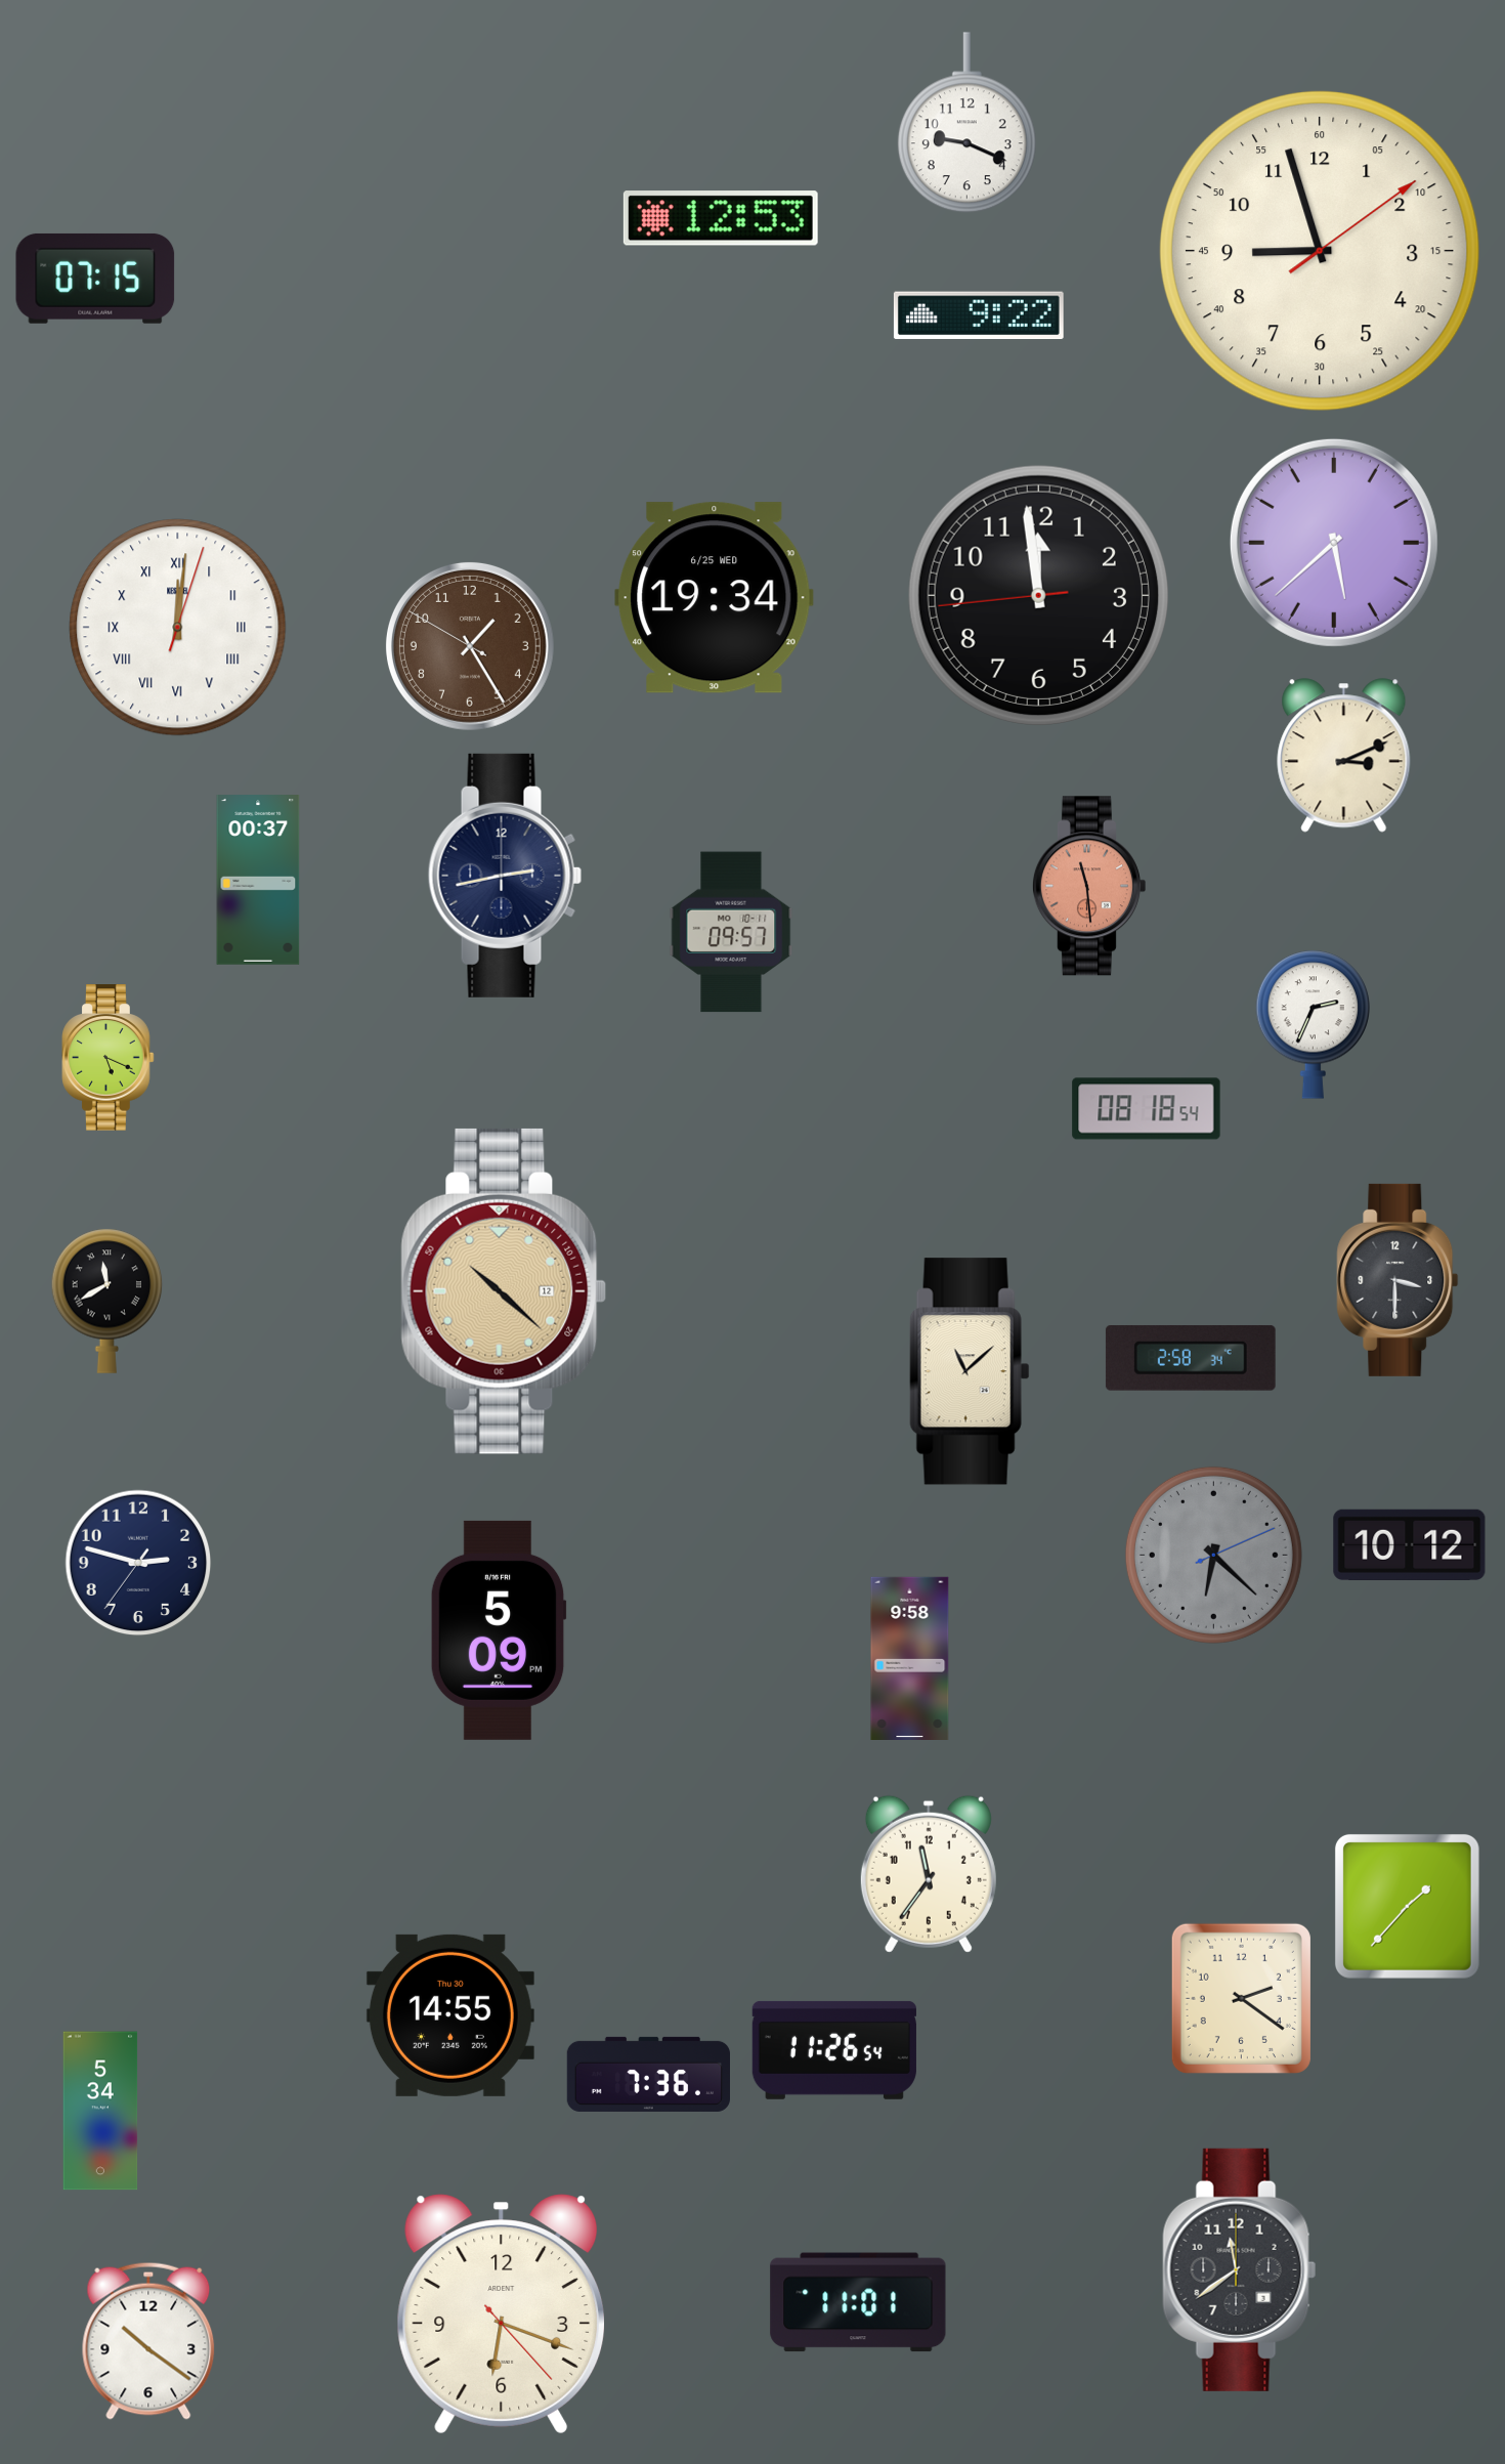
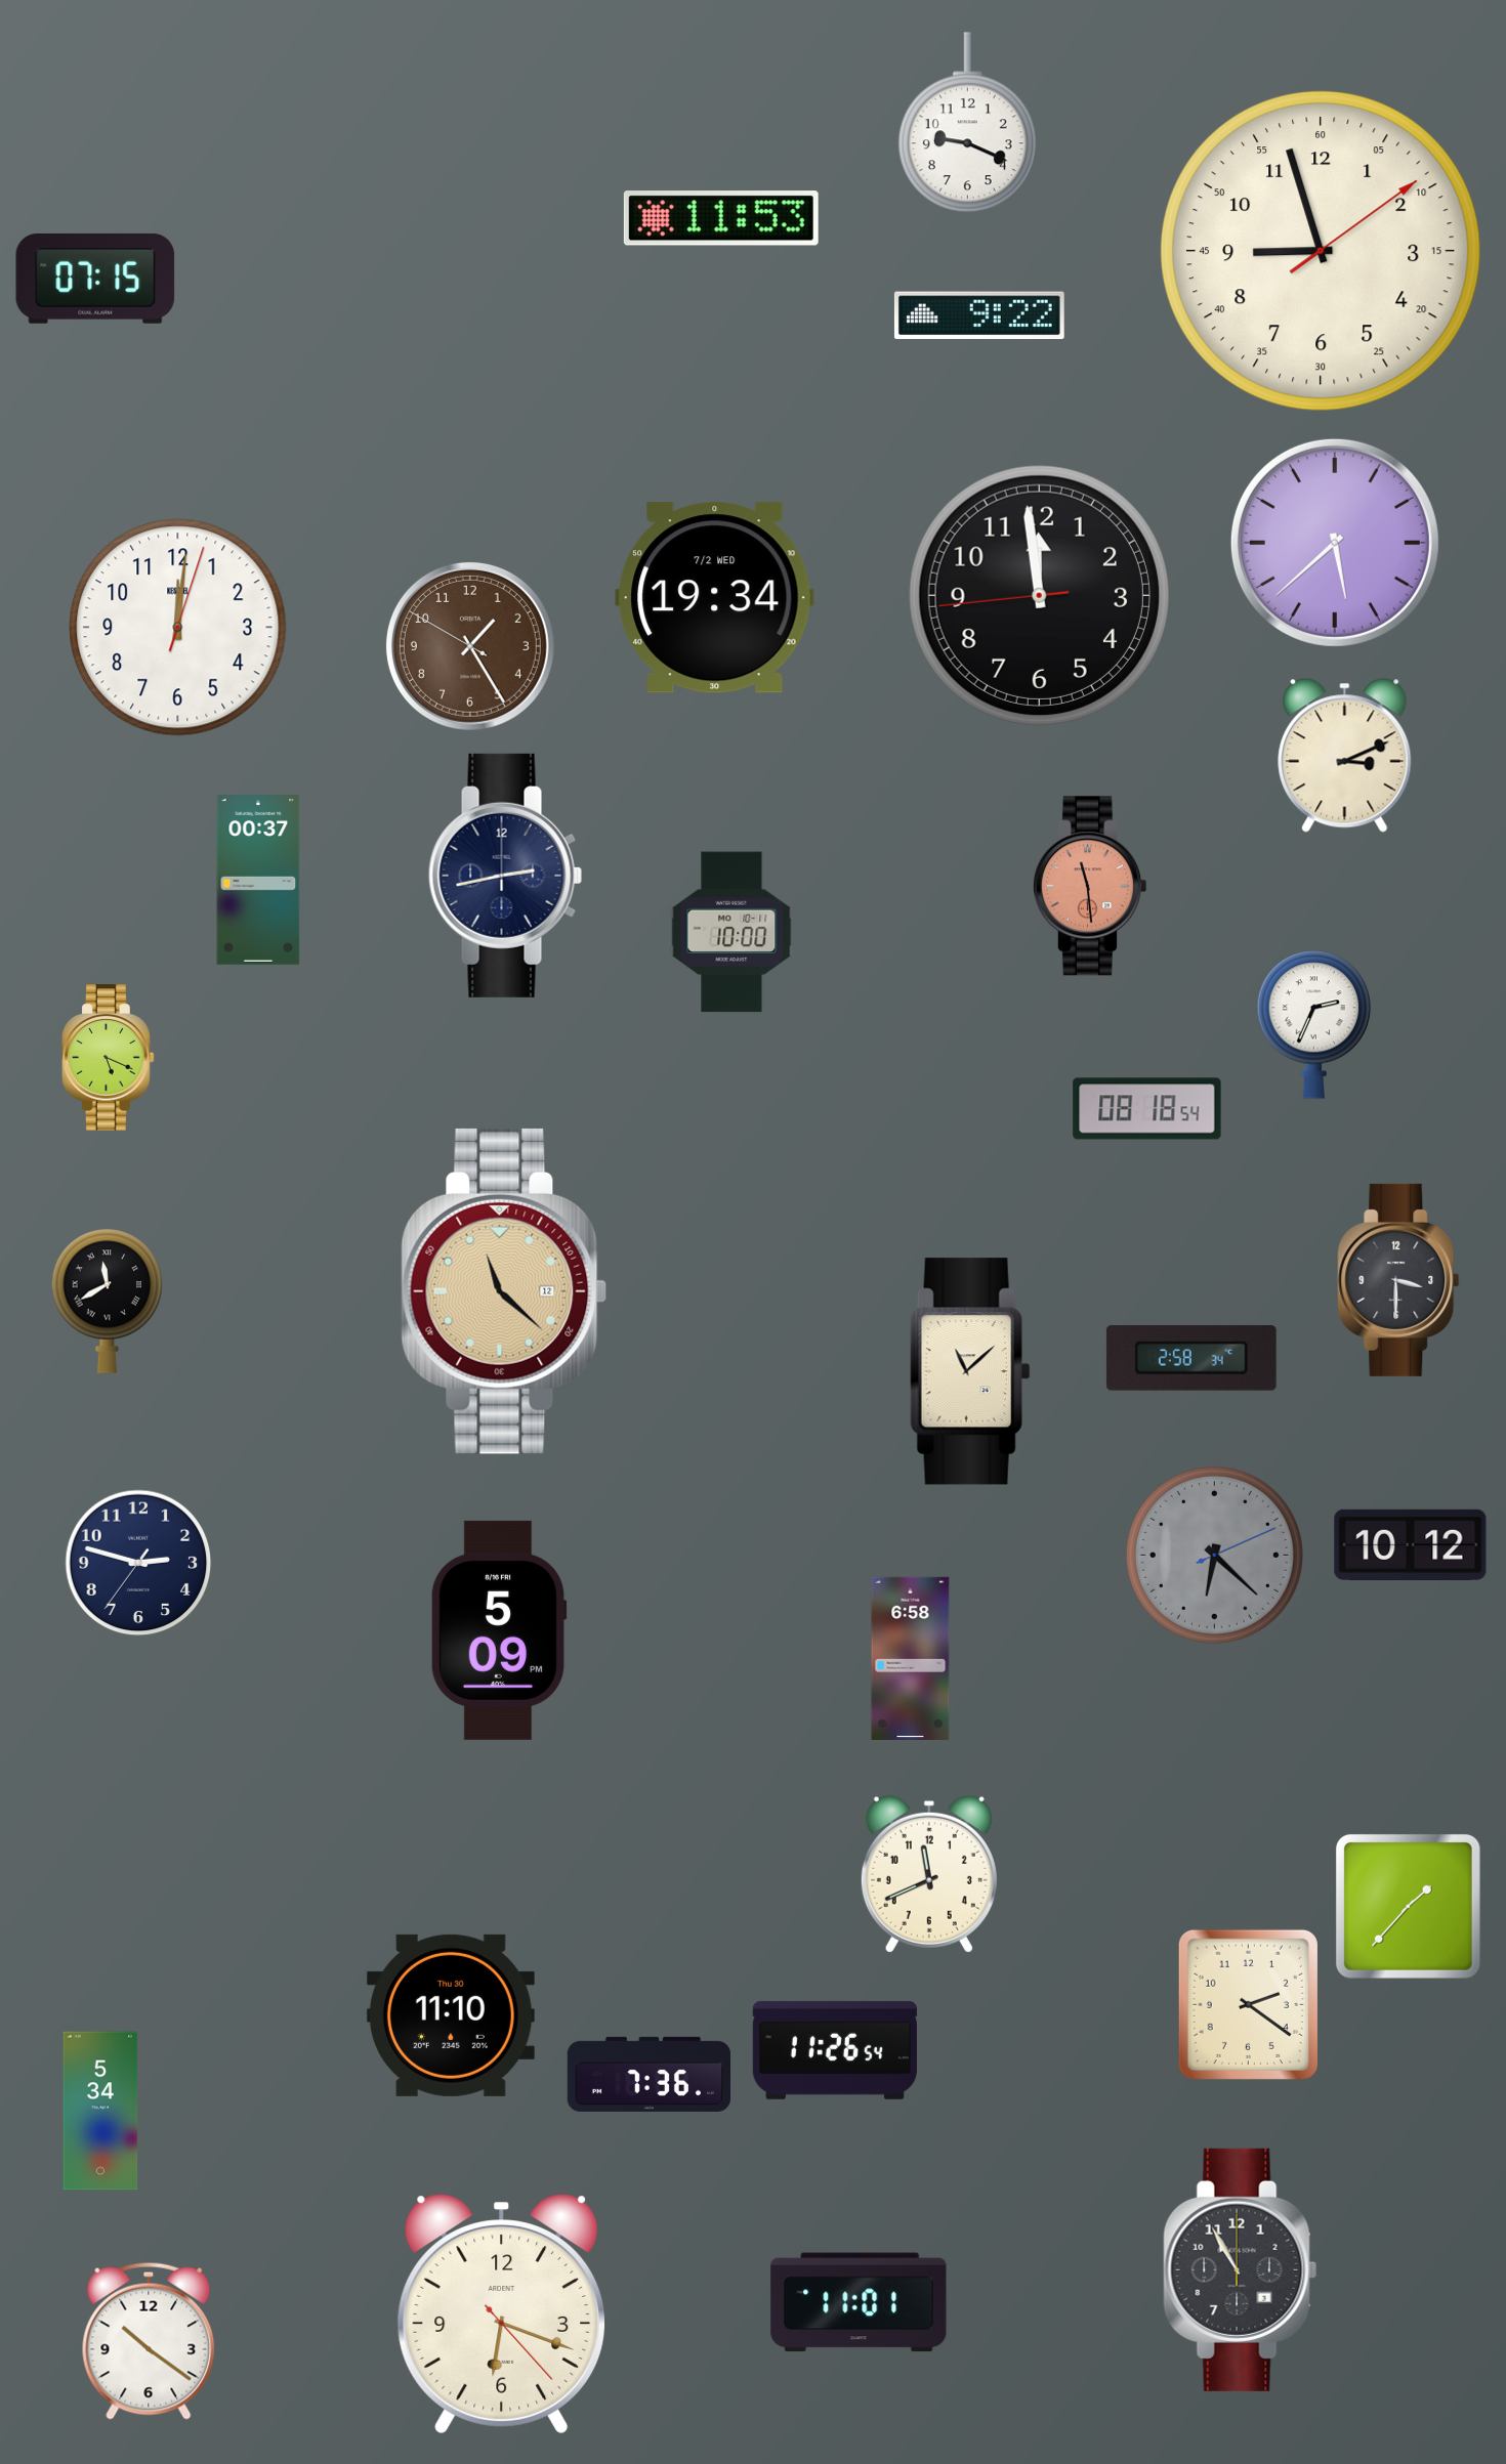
clock at (721, 218): 12:53 -> 11:53
clock at (715, 598) date: 6/25 WED -> 7/2 WED
clock at (178, 628) numerals: Roman -> Arabic
clock at (731, 932): 09:57 -> 10:00
clock at (504, 1291): 10:22 -> 11:22
clock at (910, 1658): 9:58 -> 6:58
clock at (929, 1874): 11:36 -> 11:41
clock at (1241, 1998) position: (1241, 1998) -> (1248, 2004)
clock at (450, 2015): 14:55 -> 11:10
clock at (1240, 2269): 11:39 -> 10:55
